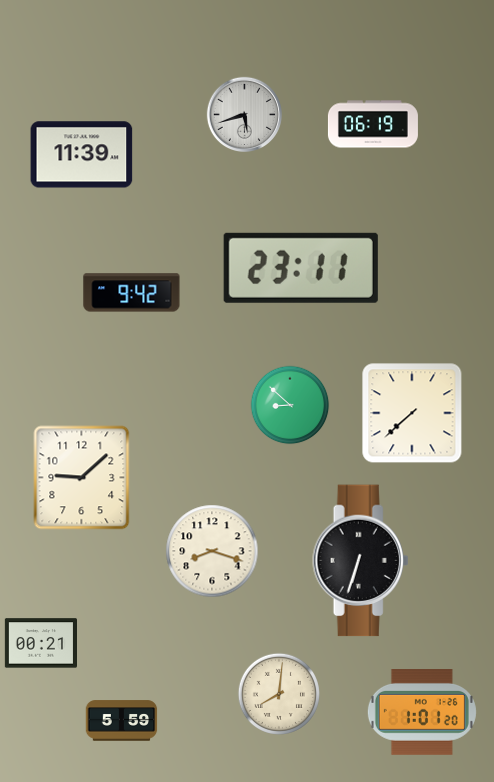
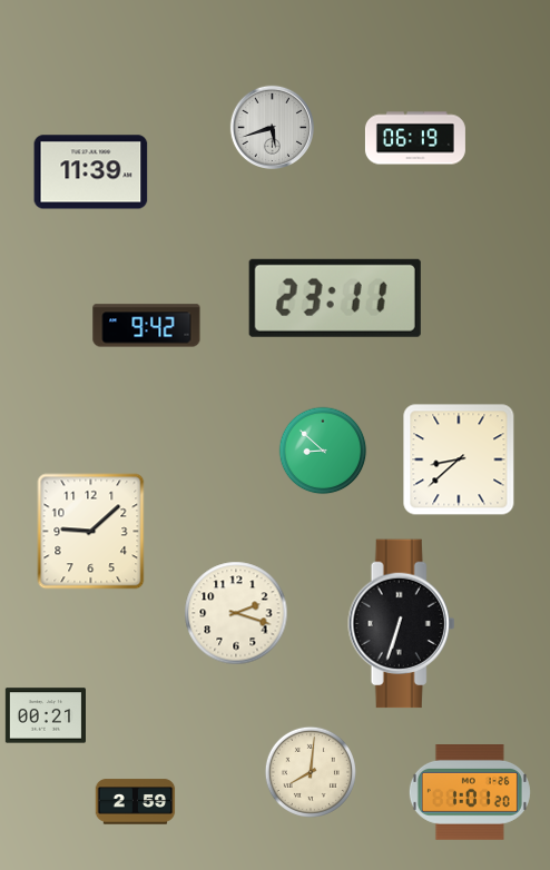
clock at (412, 413): 7:38 -> 8:38
clock at (212, 551): 8:18 -> 2:18
clock at (122, 721): 5:59 -> 2:59
